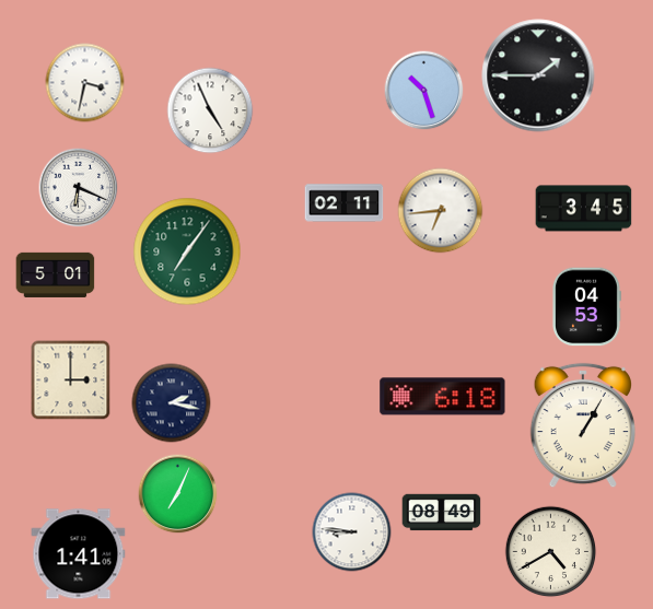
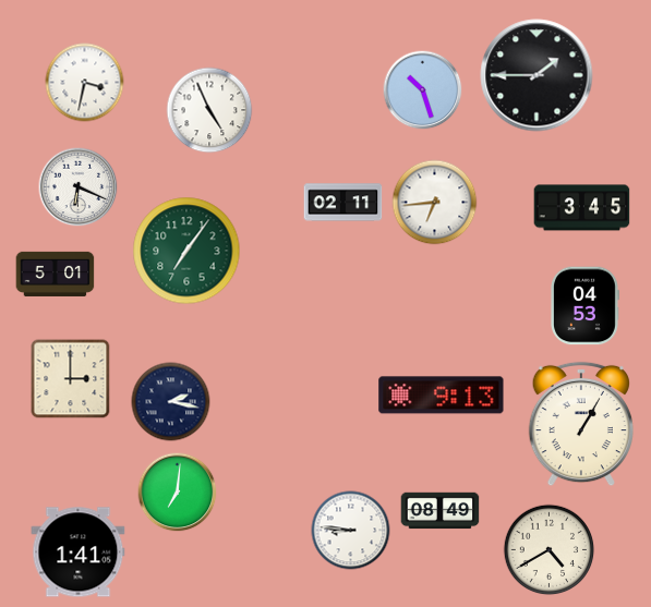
clock at (441, 211) position: (441, 211) -> (435, 203)
clock at (443, 397): 6:18 -> 9:13
clock at (178, 494): 7:04 -> 7:01
